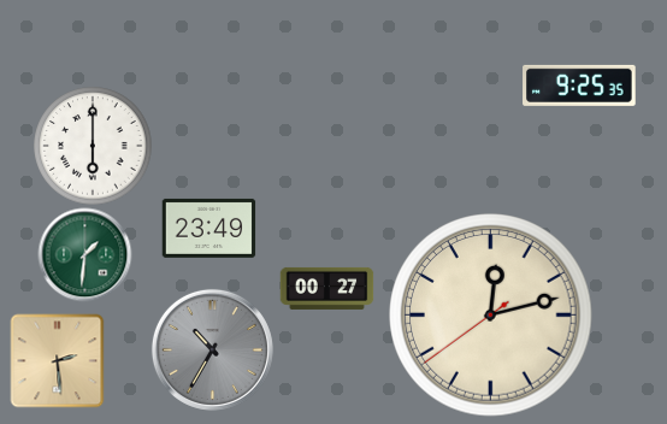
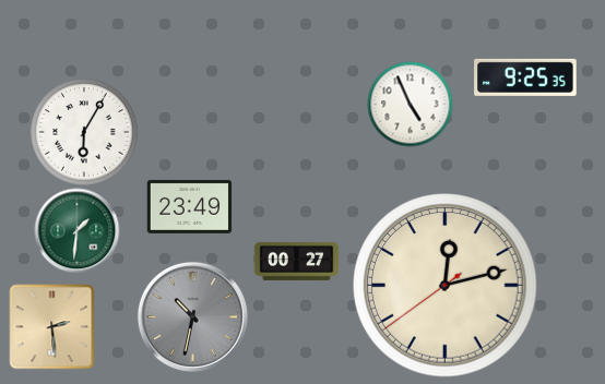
clock at (410, 104): none -> 4:56
clock at (93, 146): 6:00 -> 6:05
clock at (212, 349): 10:35 -> 10:32
